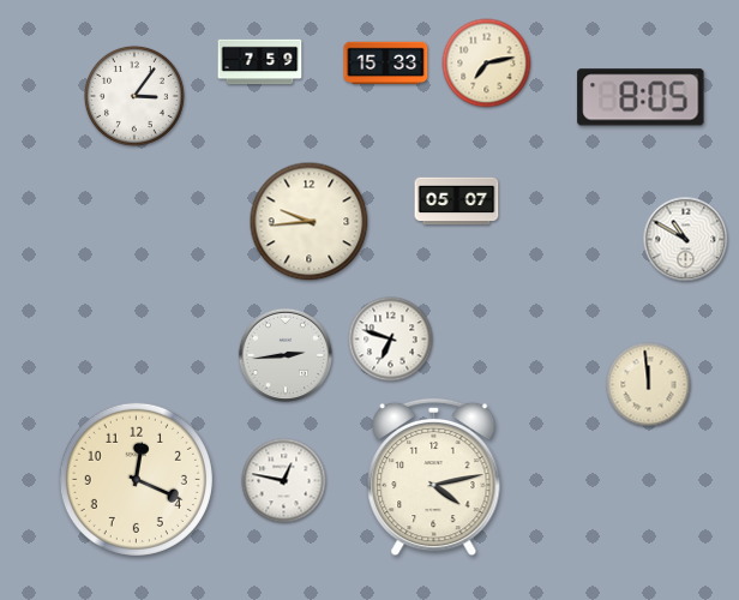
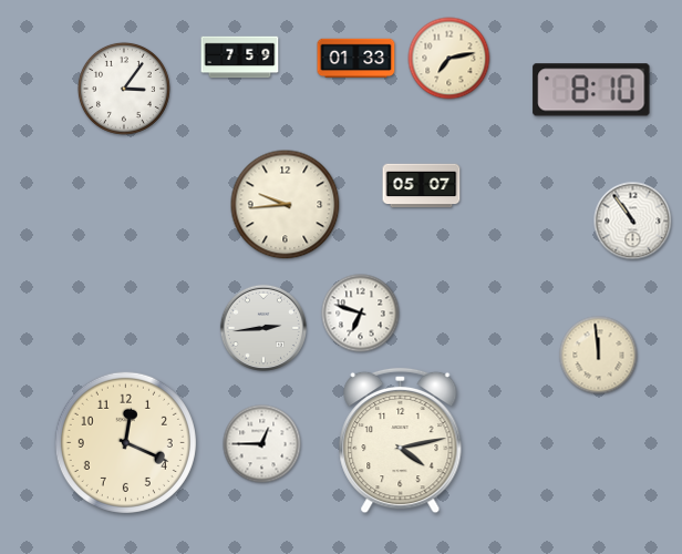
clock at (386, 64): 15:33 -> 01:33
clock at (641, 97): 8:05 -> 8:10
clock at (686, 240): 10:50 -> 10:54
clock at (284, 481): 12:47 -> 12:45
